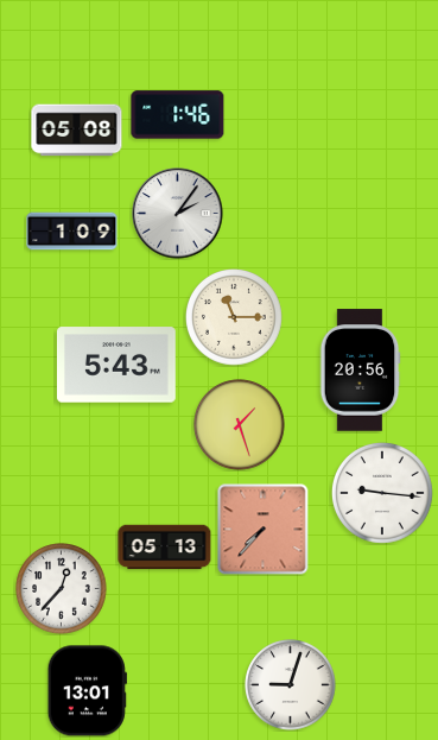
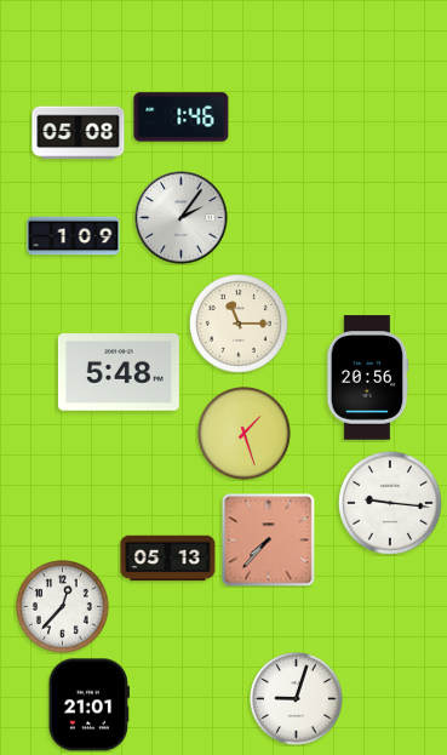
clock at (116, 365): 5:43 -> 5:48
clock at (62, 589) position: (62, 589) -> (63, 607)
clock at (87, 691): 13:01 -> 21:01
